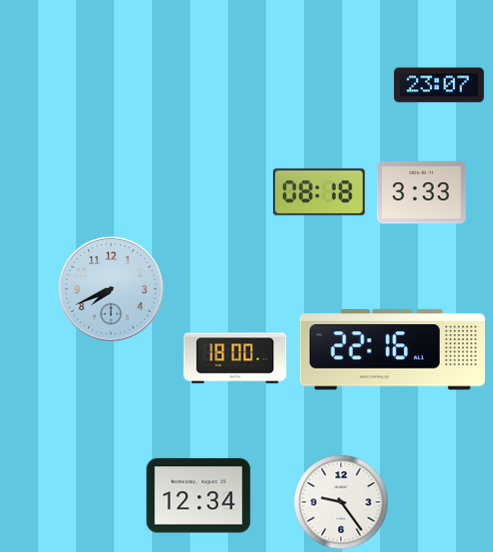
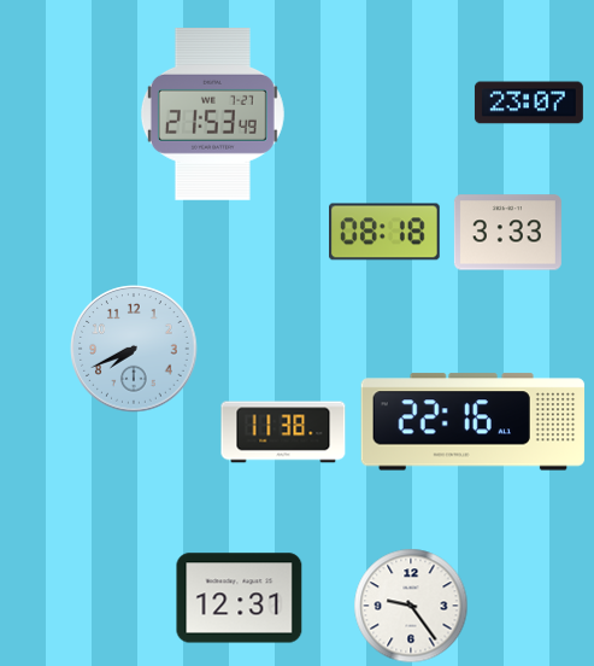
clock at (212, 115): none -> 21:53
clock at (235, 358): 18:00 -> 11:38
clock at (199, 496): 12:34 -> 12:31
